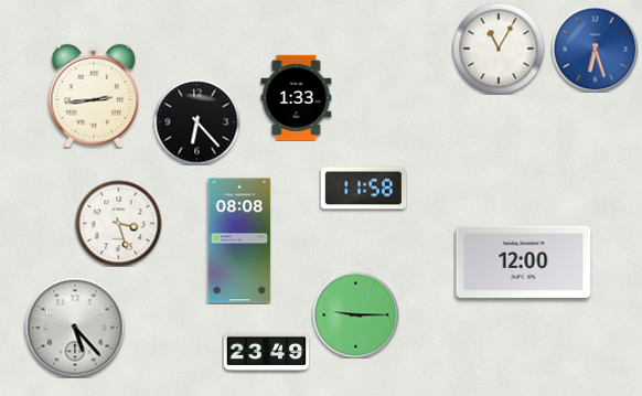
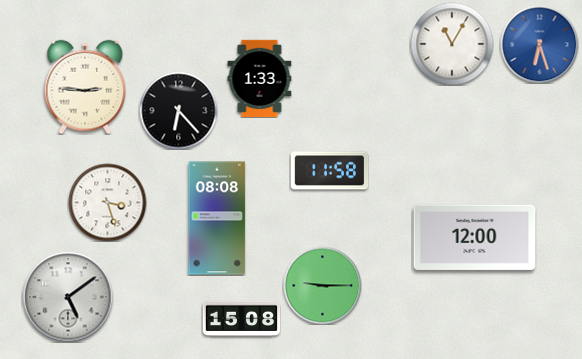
clock at (94, 96): 2:44 -> 2:46
clock at (297, 97) position: (297, 97) -> (260, 78)
clock at (75, 328): 5:23 -> 5:09
clock at (266, 351): 23:49 -> 15:08
